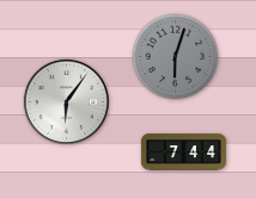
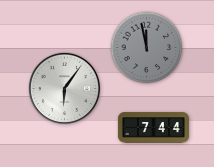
clock at (176, 57): 6:03 -> 11:58
clock at (66, 101) position: (66, 101) -> (64, 88)
